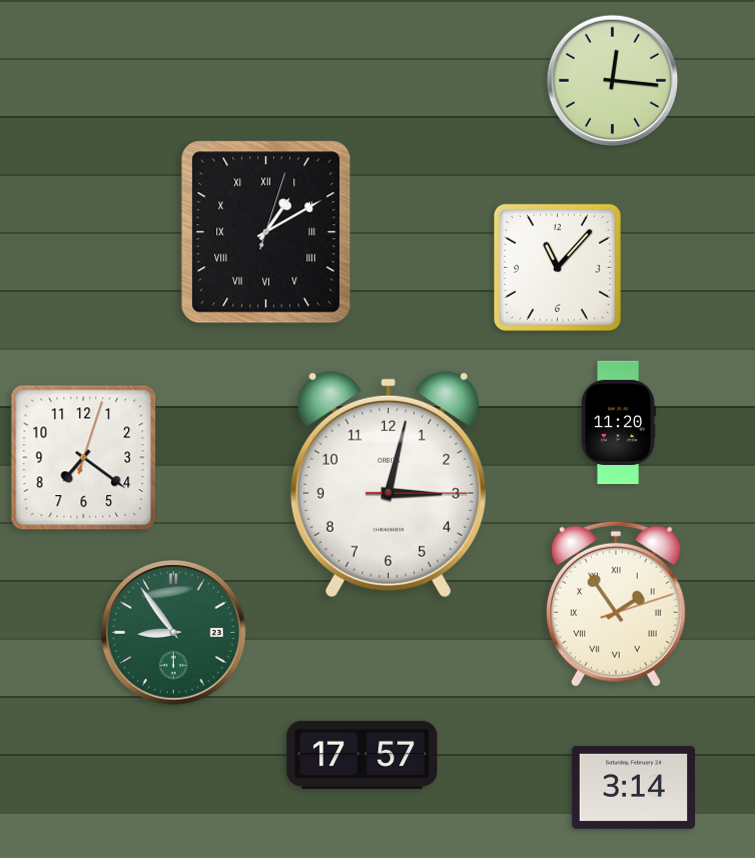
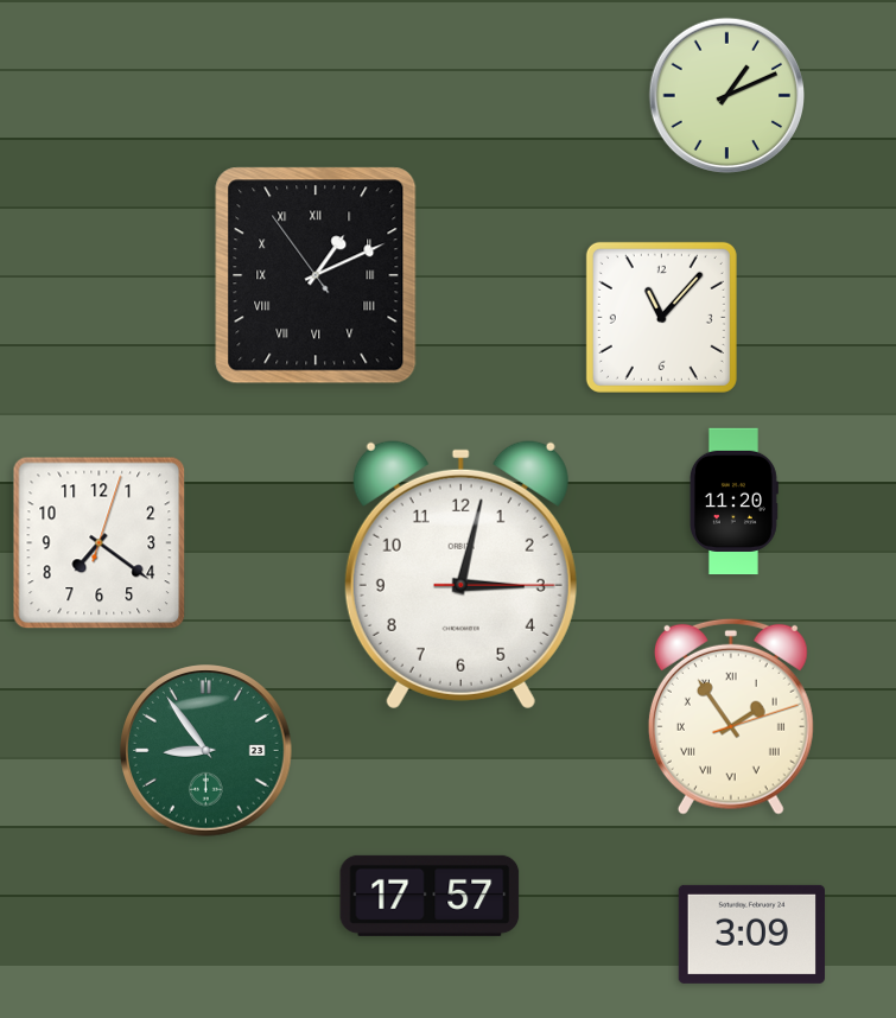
clock at (613, 81): 12:16 -> 1:11
clock at (266, 232): 1:10:03 -> 1:10:54
clock at (633, 787): 3:14 -> 3:09
